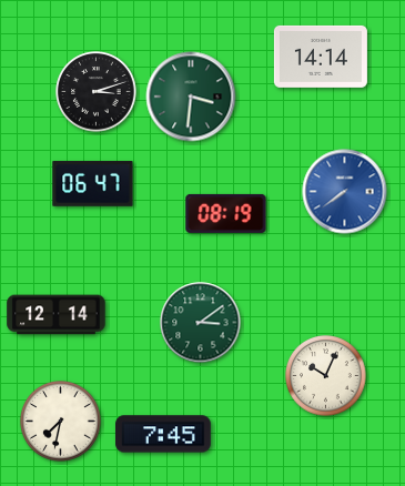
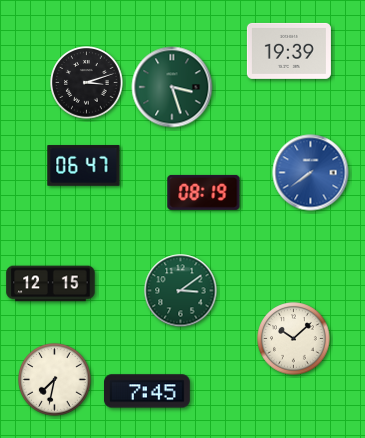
clock at (321, 57): 14:14 -> 19:39
clock at (191, 97): 3:31 -> 3:27
clock at (57, 315): 12:14 -> 12:15
clock at (326, 376): 10:04 -> 10:08
